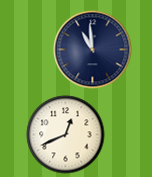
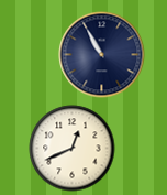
clock at (92, 49): 10:59 -> 10:55
